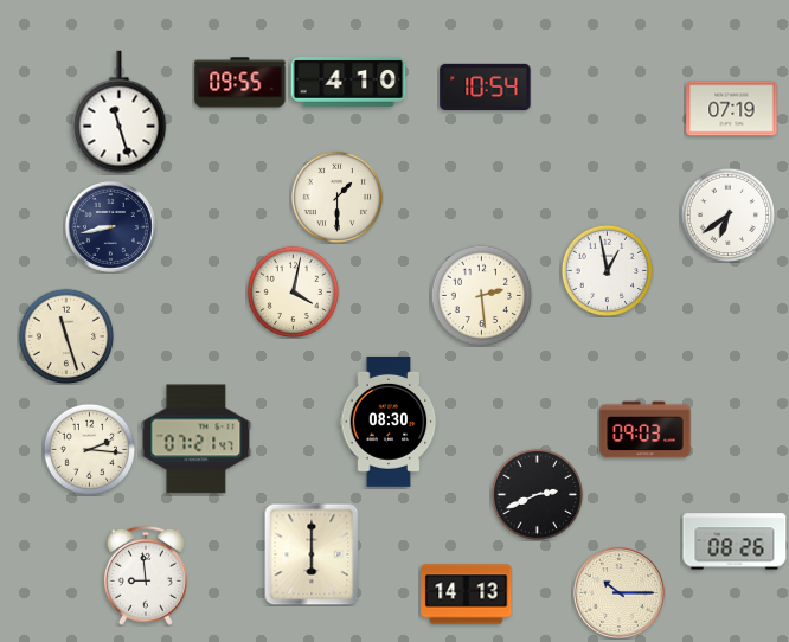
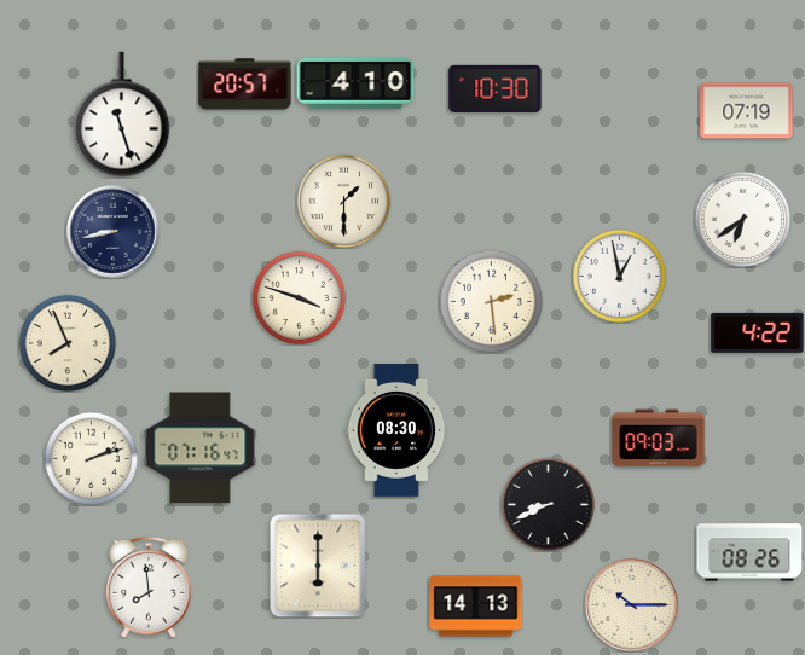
clock at (240, 83): 09:55 -> 20:57
clock at (486, 86): 10:54 -> 10:30
clock at (293, 291): 4:02 -> 3:48
clock at (758, 332): none -> 4:22
clock at (66, 336): 11:27 -> 7:56
clock at (197, 439): 07:21 -> 07:16
clock at (89, 449): 2:16 -> 2:12
clock at (537, 494): 2:41 -> 8:41
clock at (146, 576): 8:59 -> 7:59
